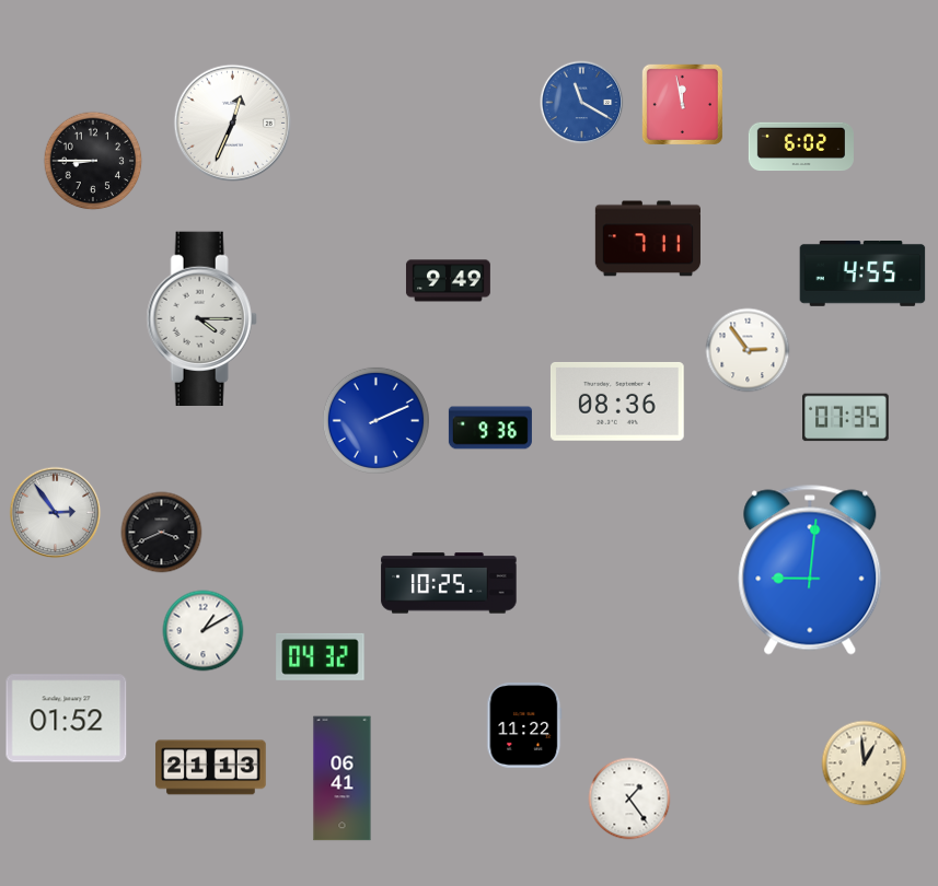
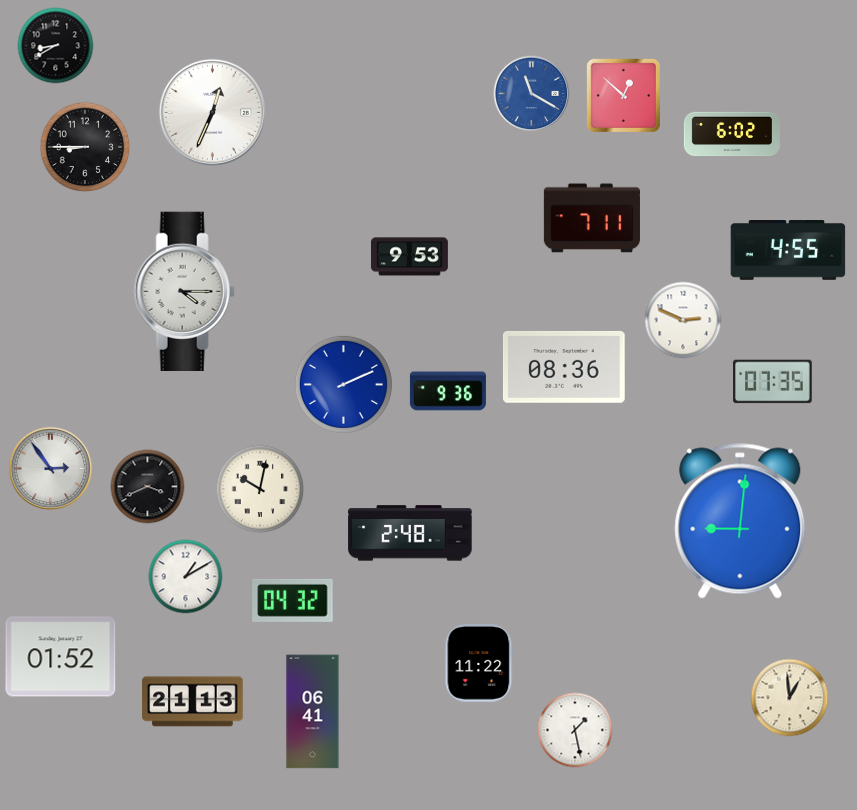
clock at (56, 46): none -> 8:40
clock at (682, 104): 11:58 -> 12:52
clock at (448, 281): 9:49 -> 9:53
clock at (748, 350): 2:54 -> 2:49
clock at (260, 489): none -> 10:02
clock at (449, 583): 10:25 -> 2:48
clock at (629, 798): 1:24 -> 1:28
